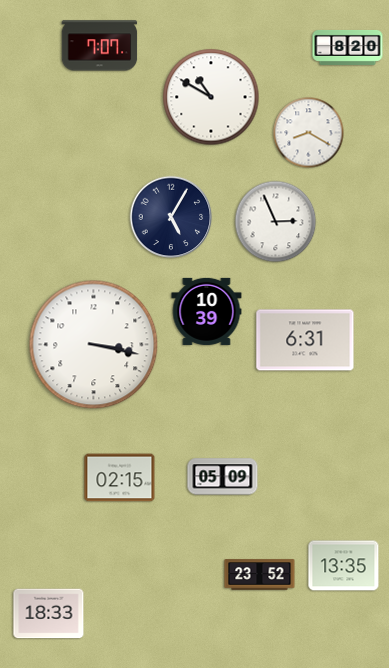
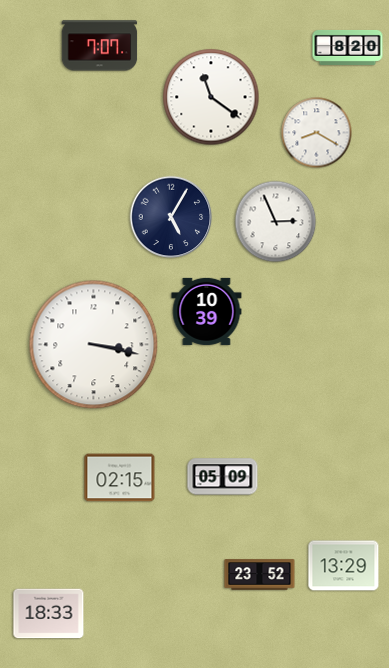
clock at (211, 97): 10:50 -> 11:21
clock at (309, 133) position: (309, 133) -> (317, 133)
clock at (305, 340): 6:31 -> none
clock at (344, 566): 13:35 -> 13:29
